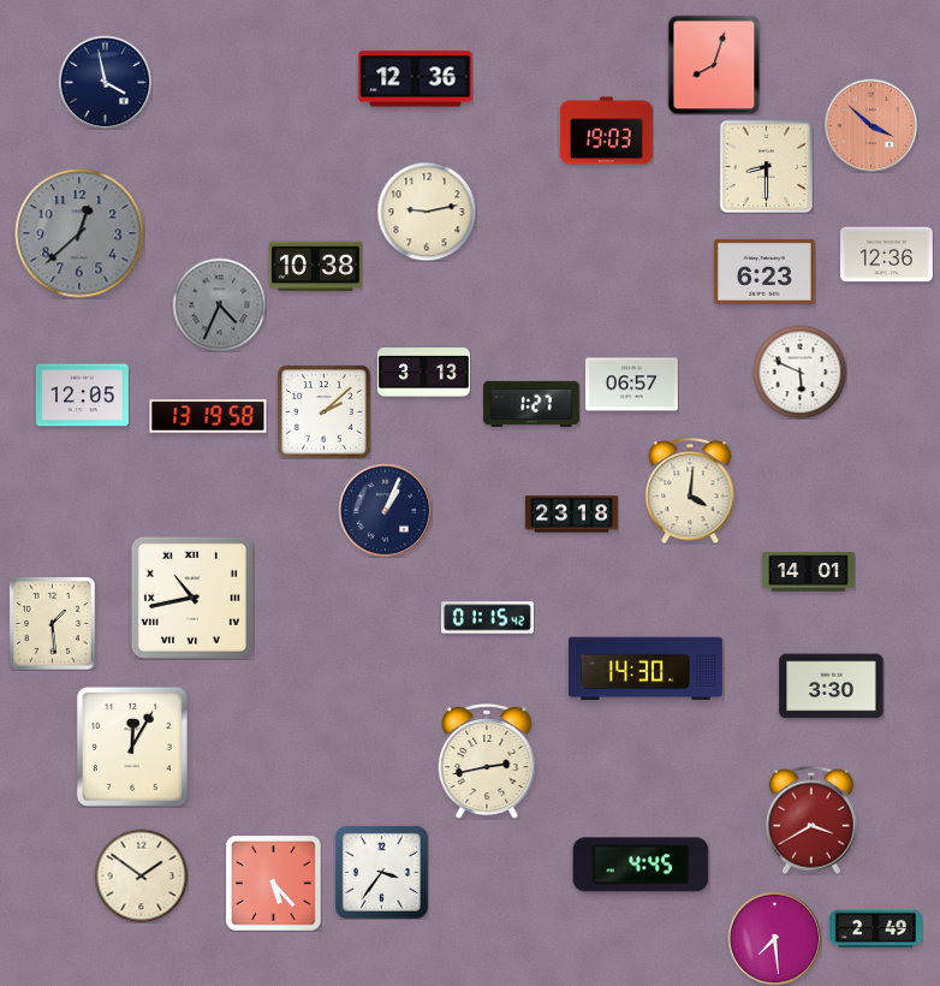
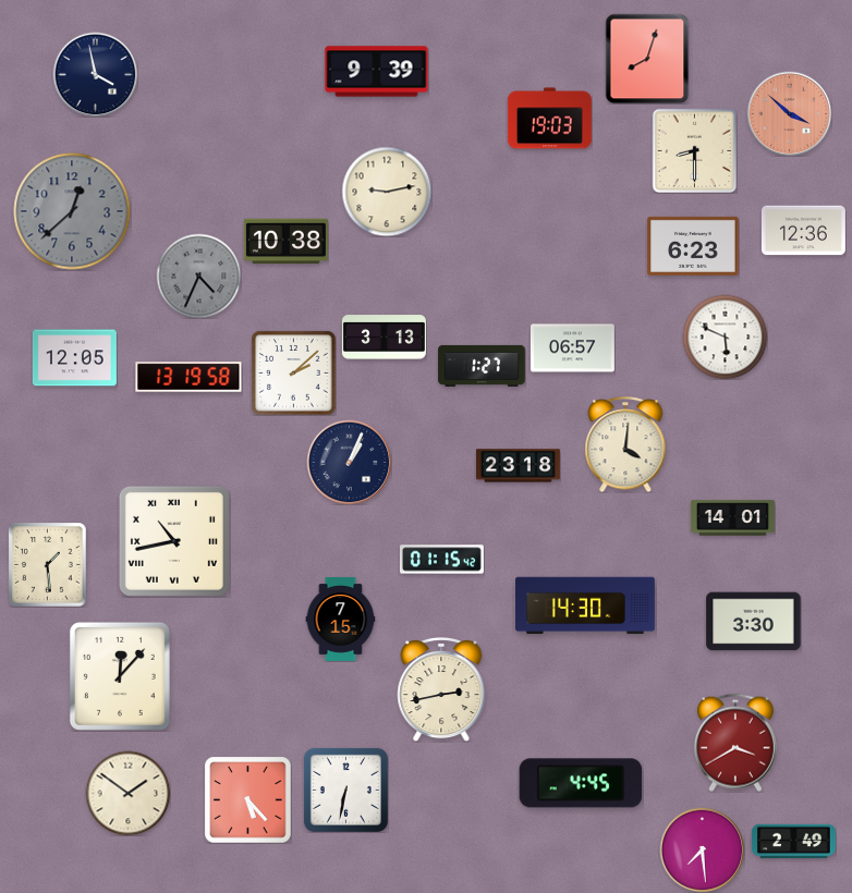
clock at (416, 79): 12:36 -> 9:39
clock at (341, 619): none -> 7:15
clock at (132, 747): 12:05 -> 12:07
clock at (381, 872): 3:36 -> 6:32
